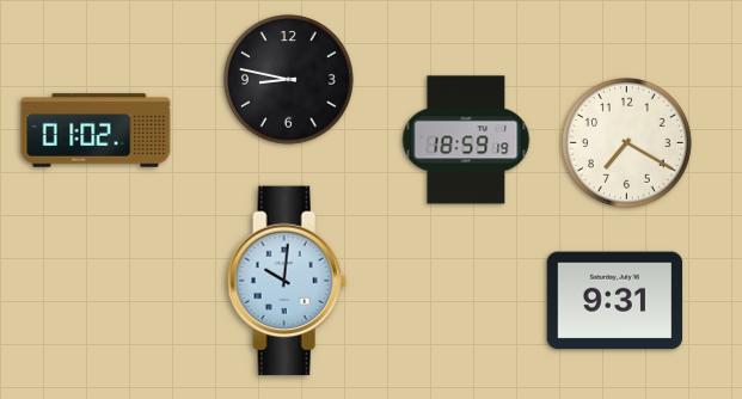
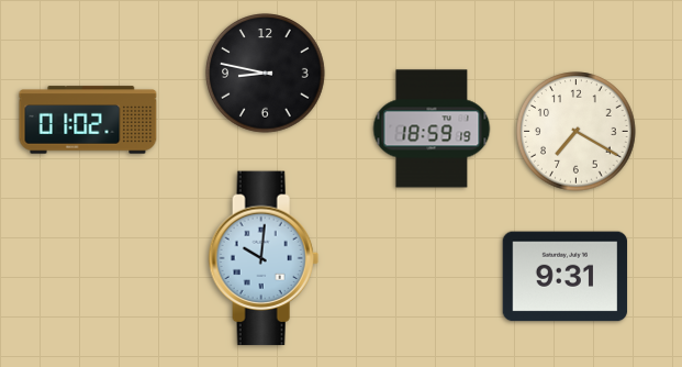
clock at (466, 140) position: (466, 140) -> (432, 129)
